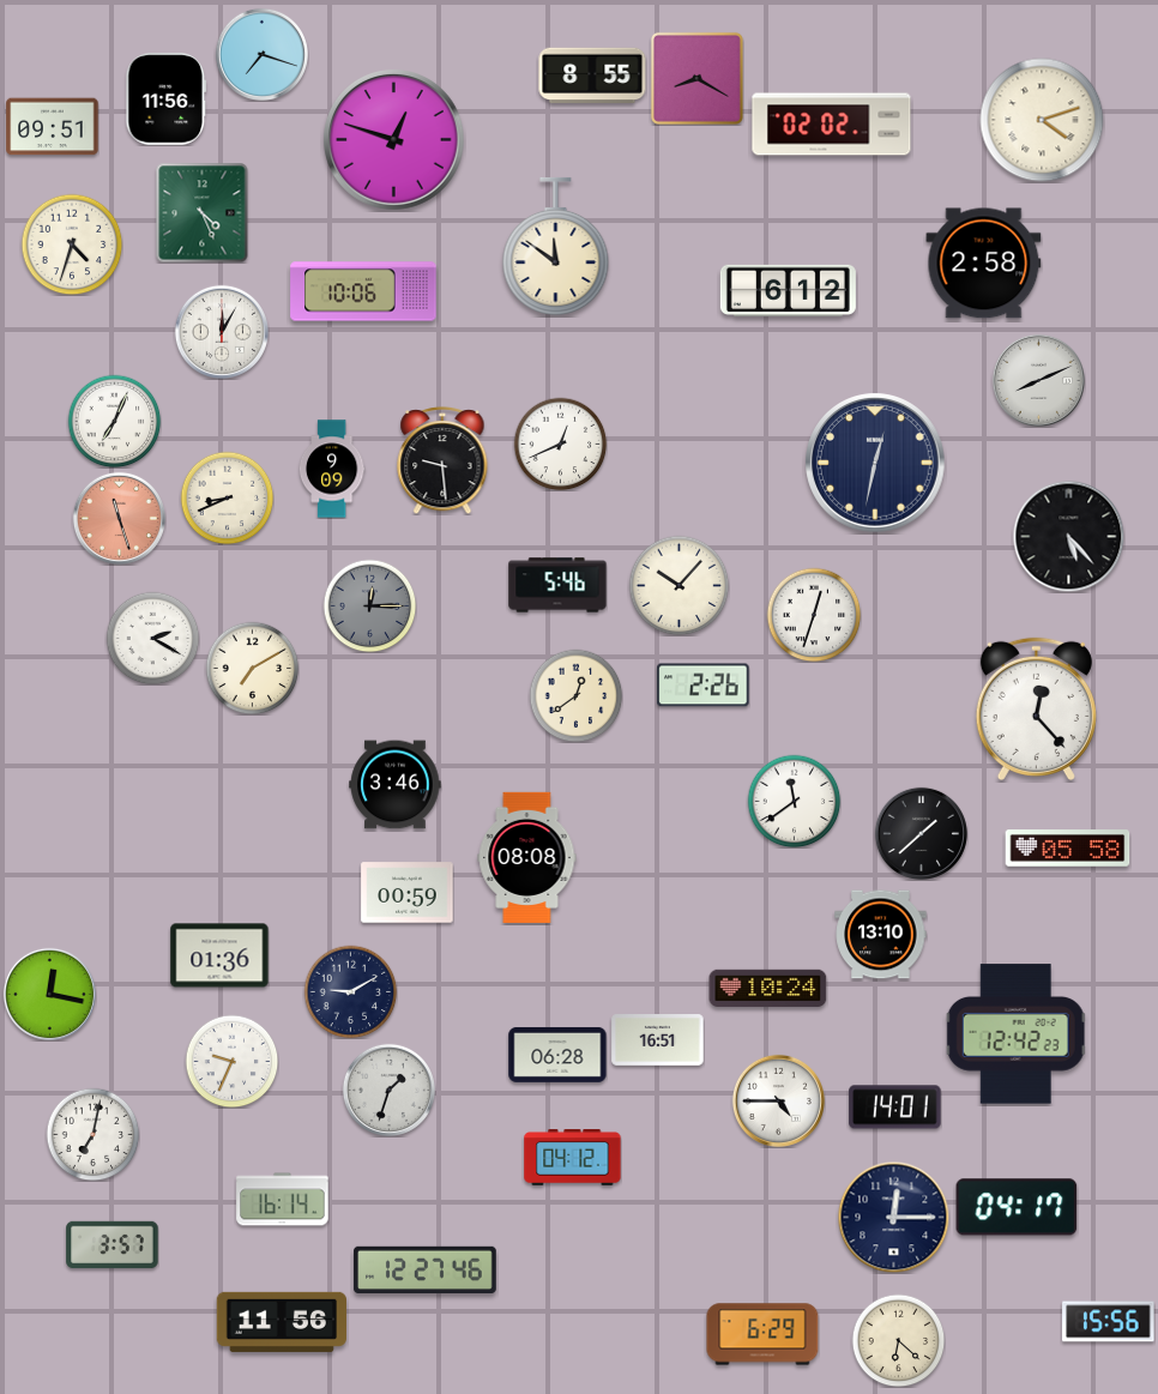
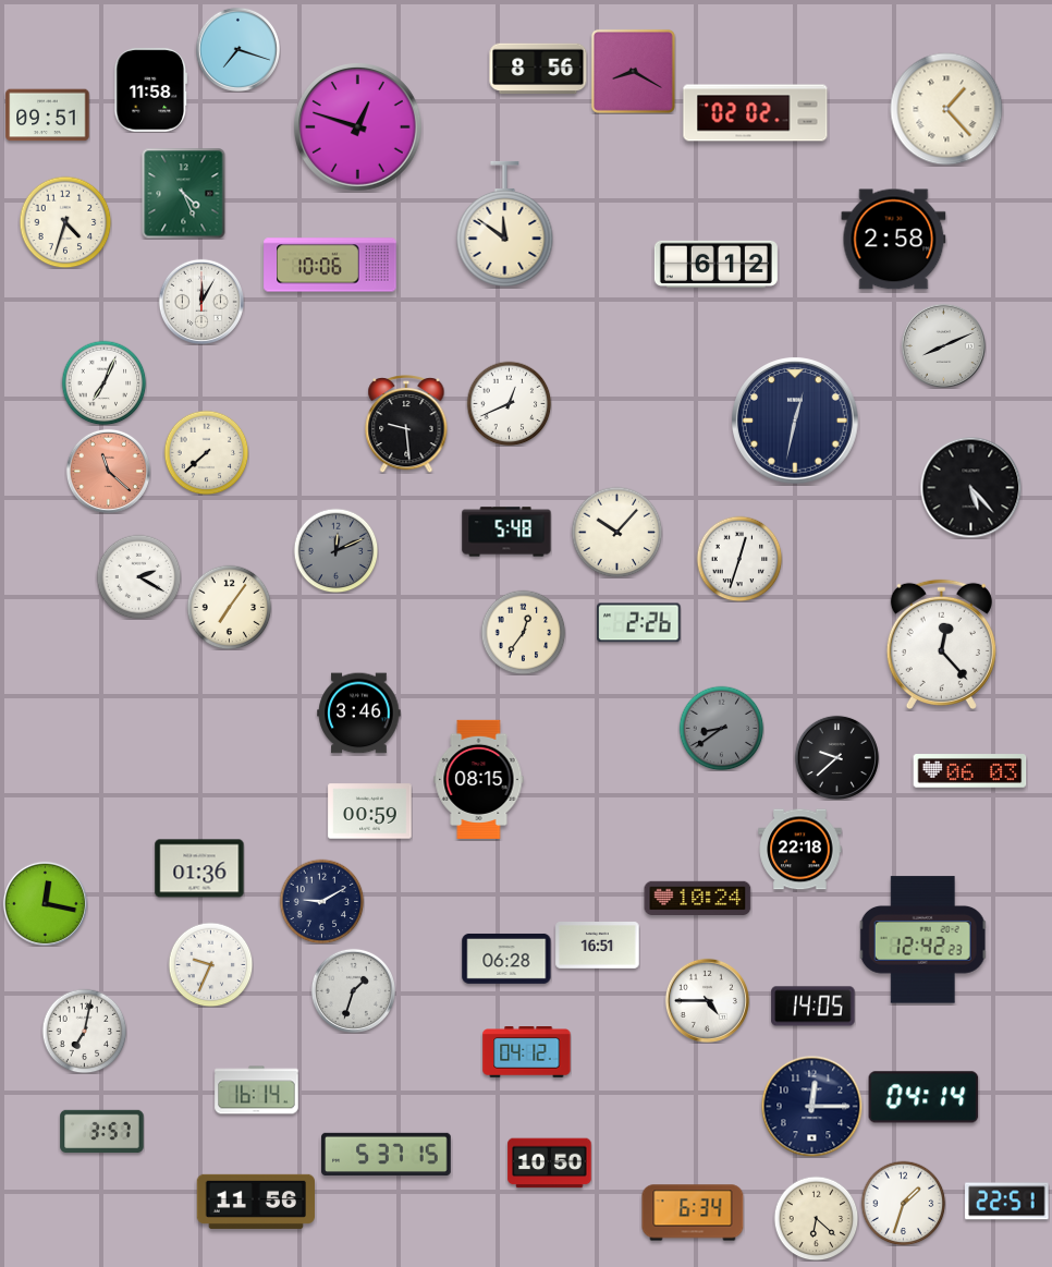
clock at (592, 76): 8:55 -> 8:56
clock at (167, 99): 11:56 -> 11:58
clock at (1042, 120): 4:12 -> 1:23
clock at (442, 461) position: (442, 461) -> (406, 425)
clock at (332, 469): 9:09 -> none
clock at (227, 497): 8:41 -> 7:38
clock at (119, 518): 11:27 -> 11:22
clock at (557, 585): 5:46 -> 5:48
clock at (369, 605): 12:15 -> 12:11
clock at (152, 638) position: (152, 638) -> (138, 576)
clock at (252, 668): 7:10 -> 7:06
clock at (575, 695): 12:39 -> 12:36
clock at (794, 801): 11:39 -> 8:39
clock at (794, 801) dial: white -> grey
clock at (921, 833): 1:38 -> 9:38
clock at (1068, 849): 05:58 -> 06:03
clock at (527, 857): 08:08 -> 08:15
clock at (881, 935): 13:10 -> 22:18
clock at (350, 991) position: (350, 991) -> (321, 901)
clock at (895, 1108): 14:01 -> 14:05
clock at (573, 1158) position: (573, 1158) -> (527, 1052)
clock at (1017, 1207): 04:17 -> 04:14
clock at (426, 1271): 12:27 -> 5:37
clock at (550, 1164): none -> 10:50
clock at (1109, 1322): 15:56 -> 22:51
clock at (903, 1203): none -> 1:33
clock at (762, 1334): 6:29 -> 6:34
